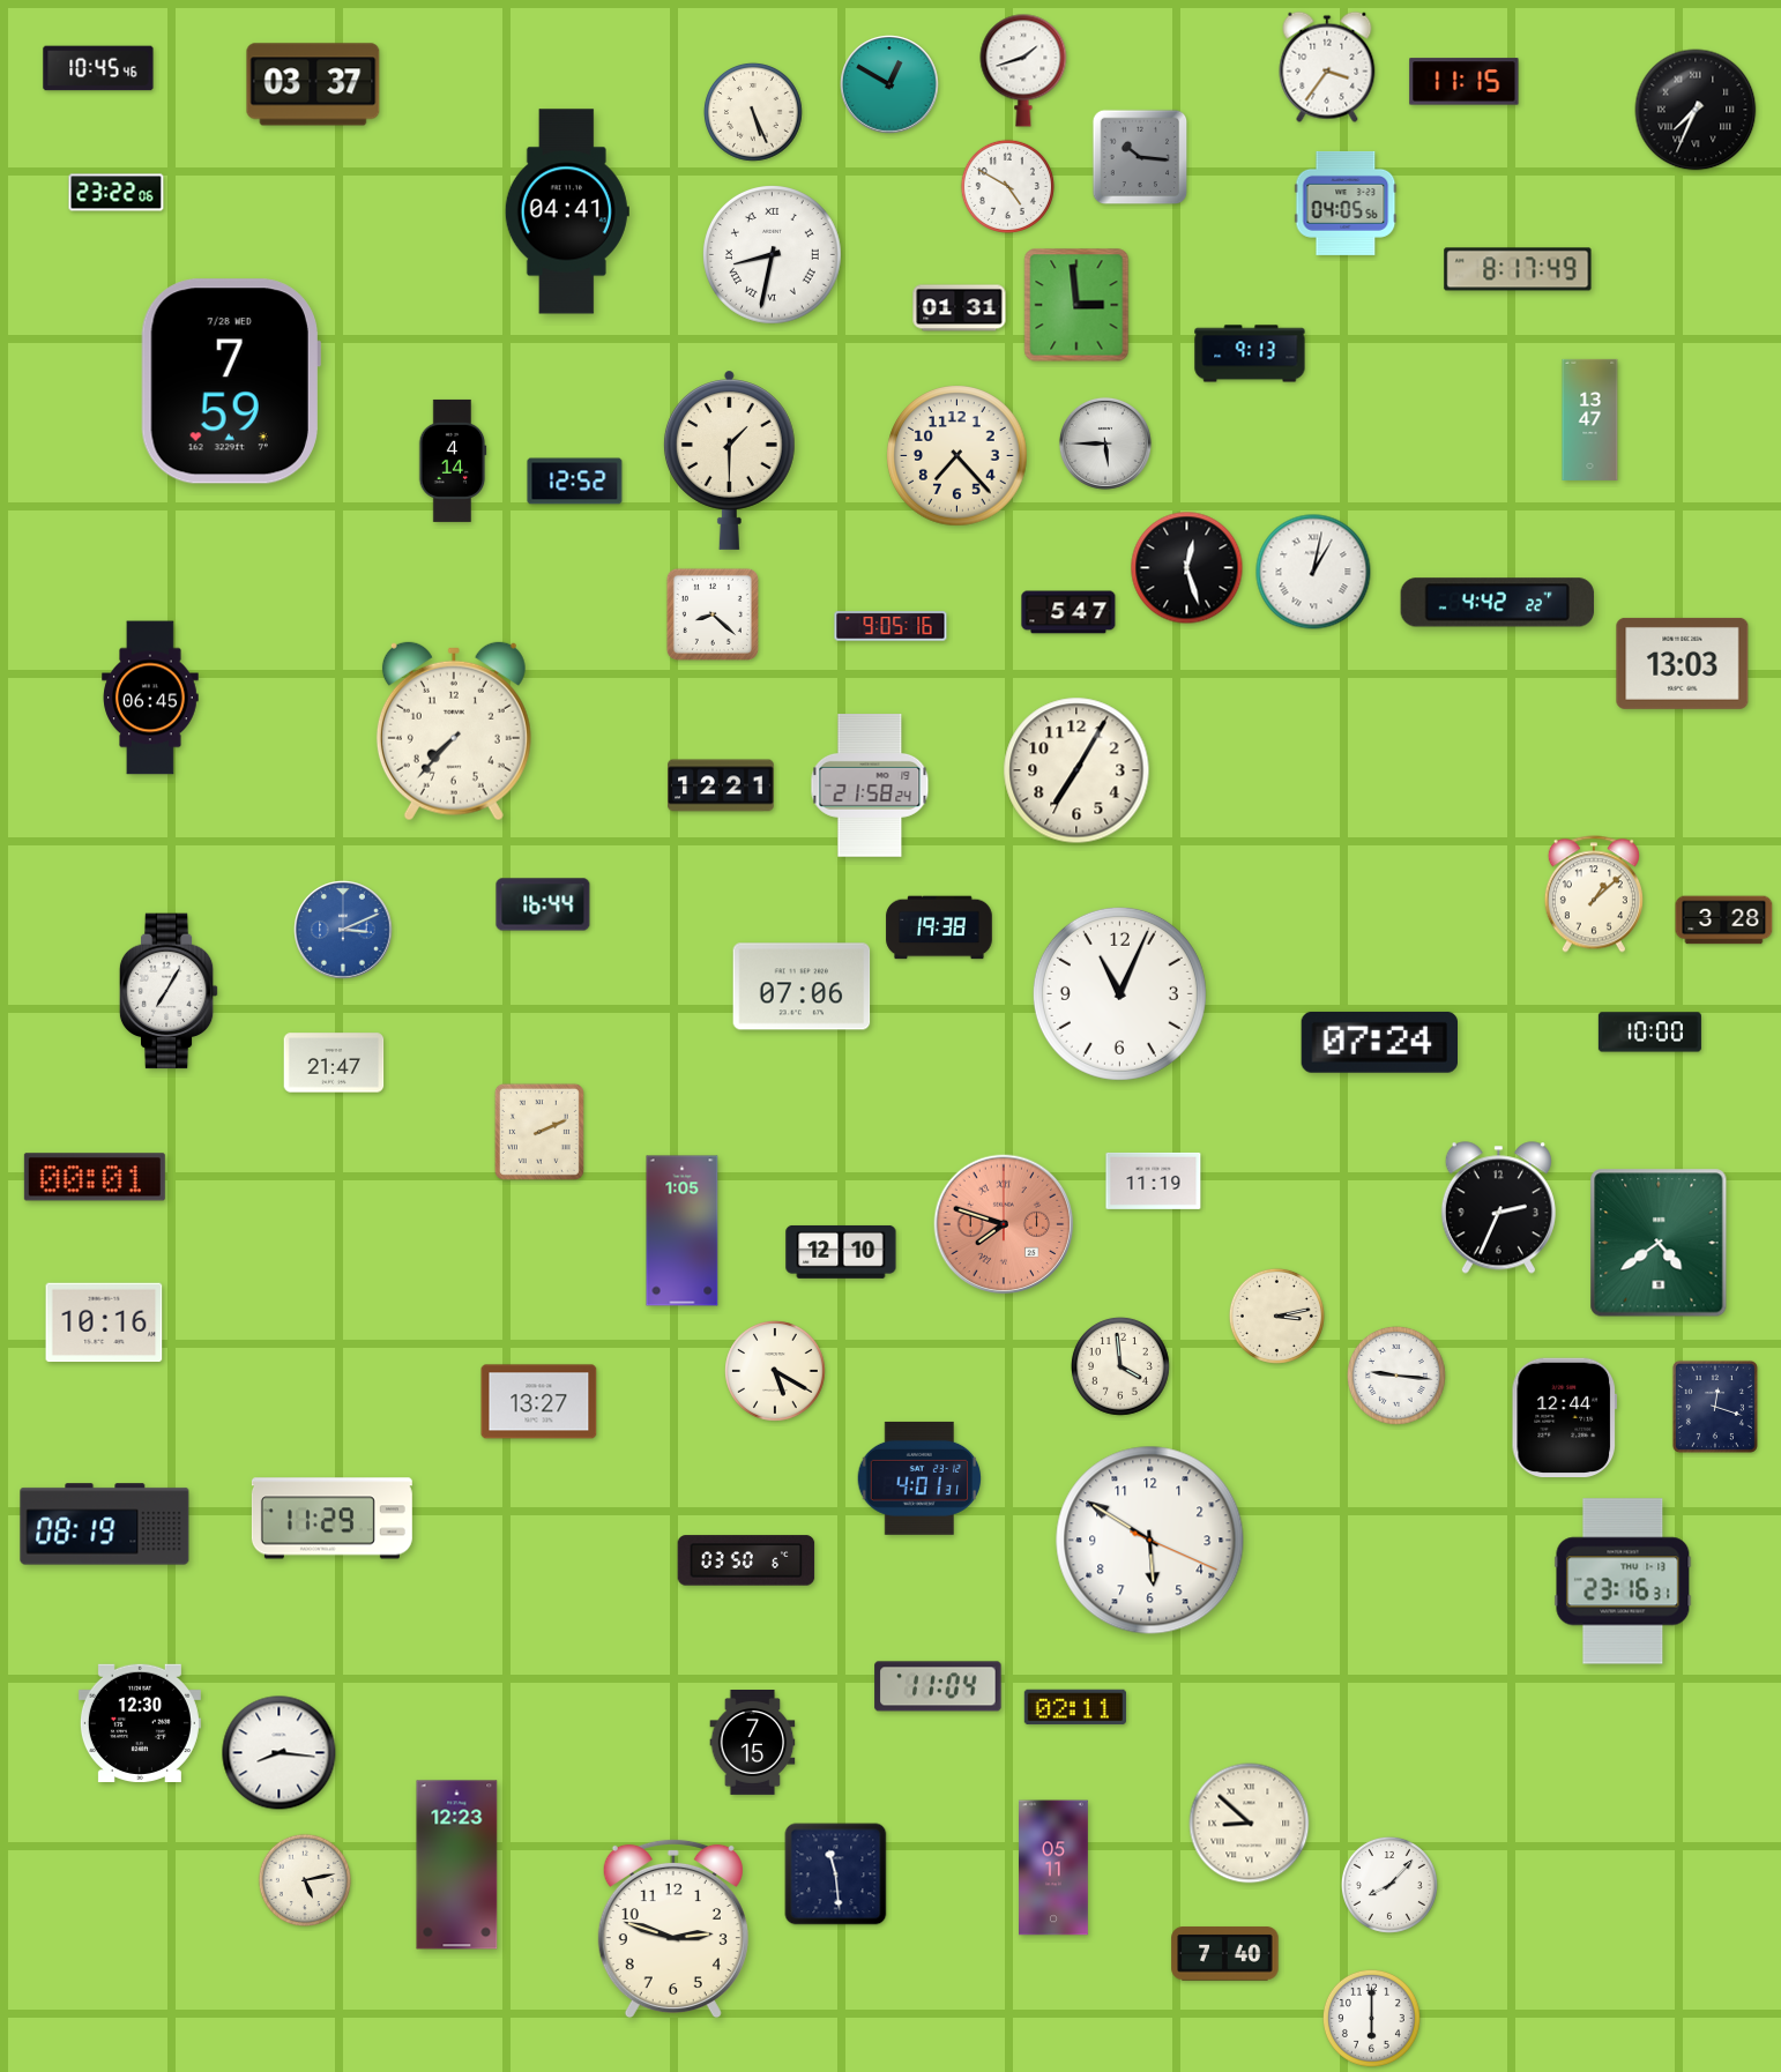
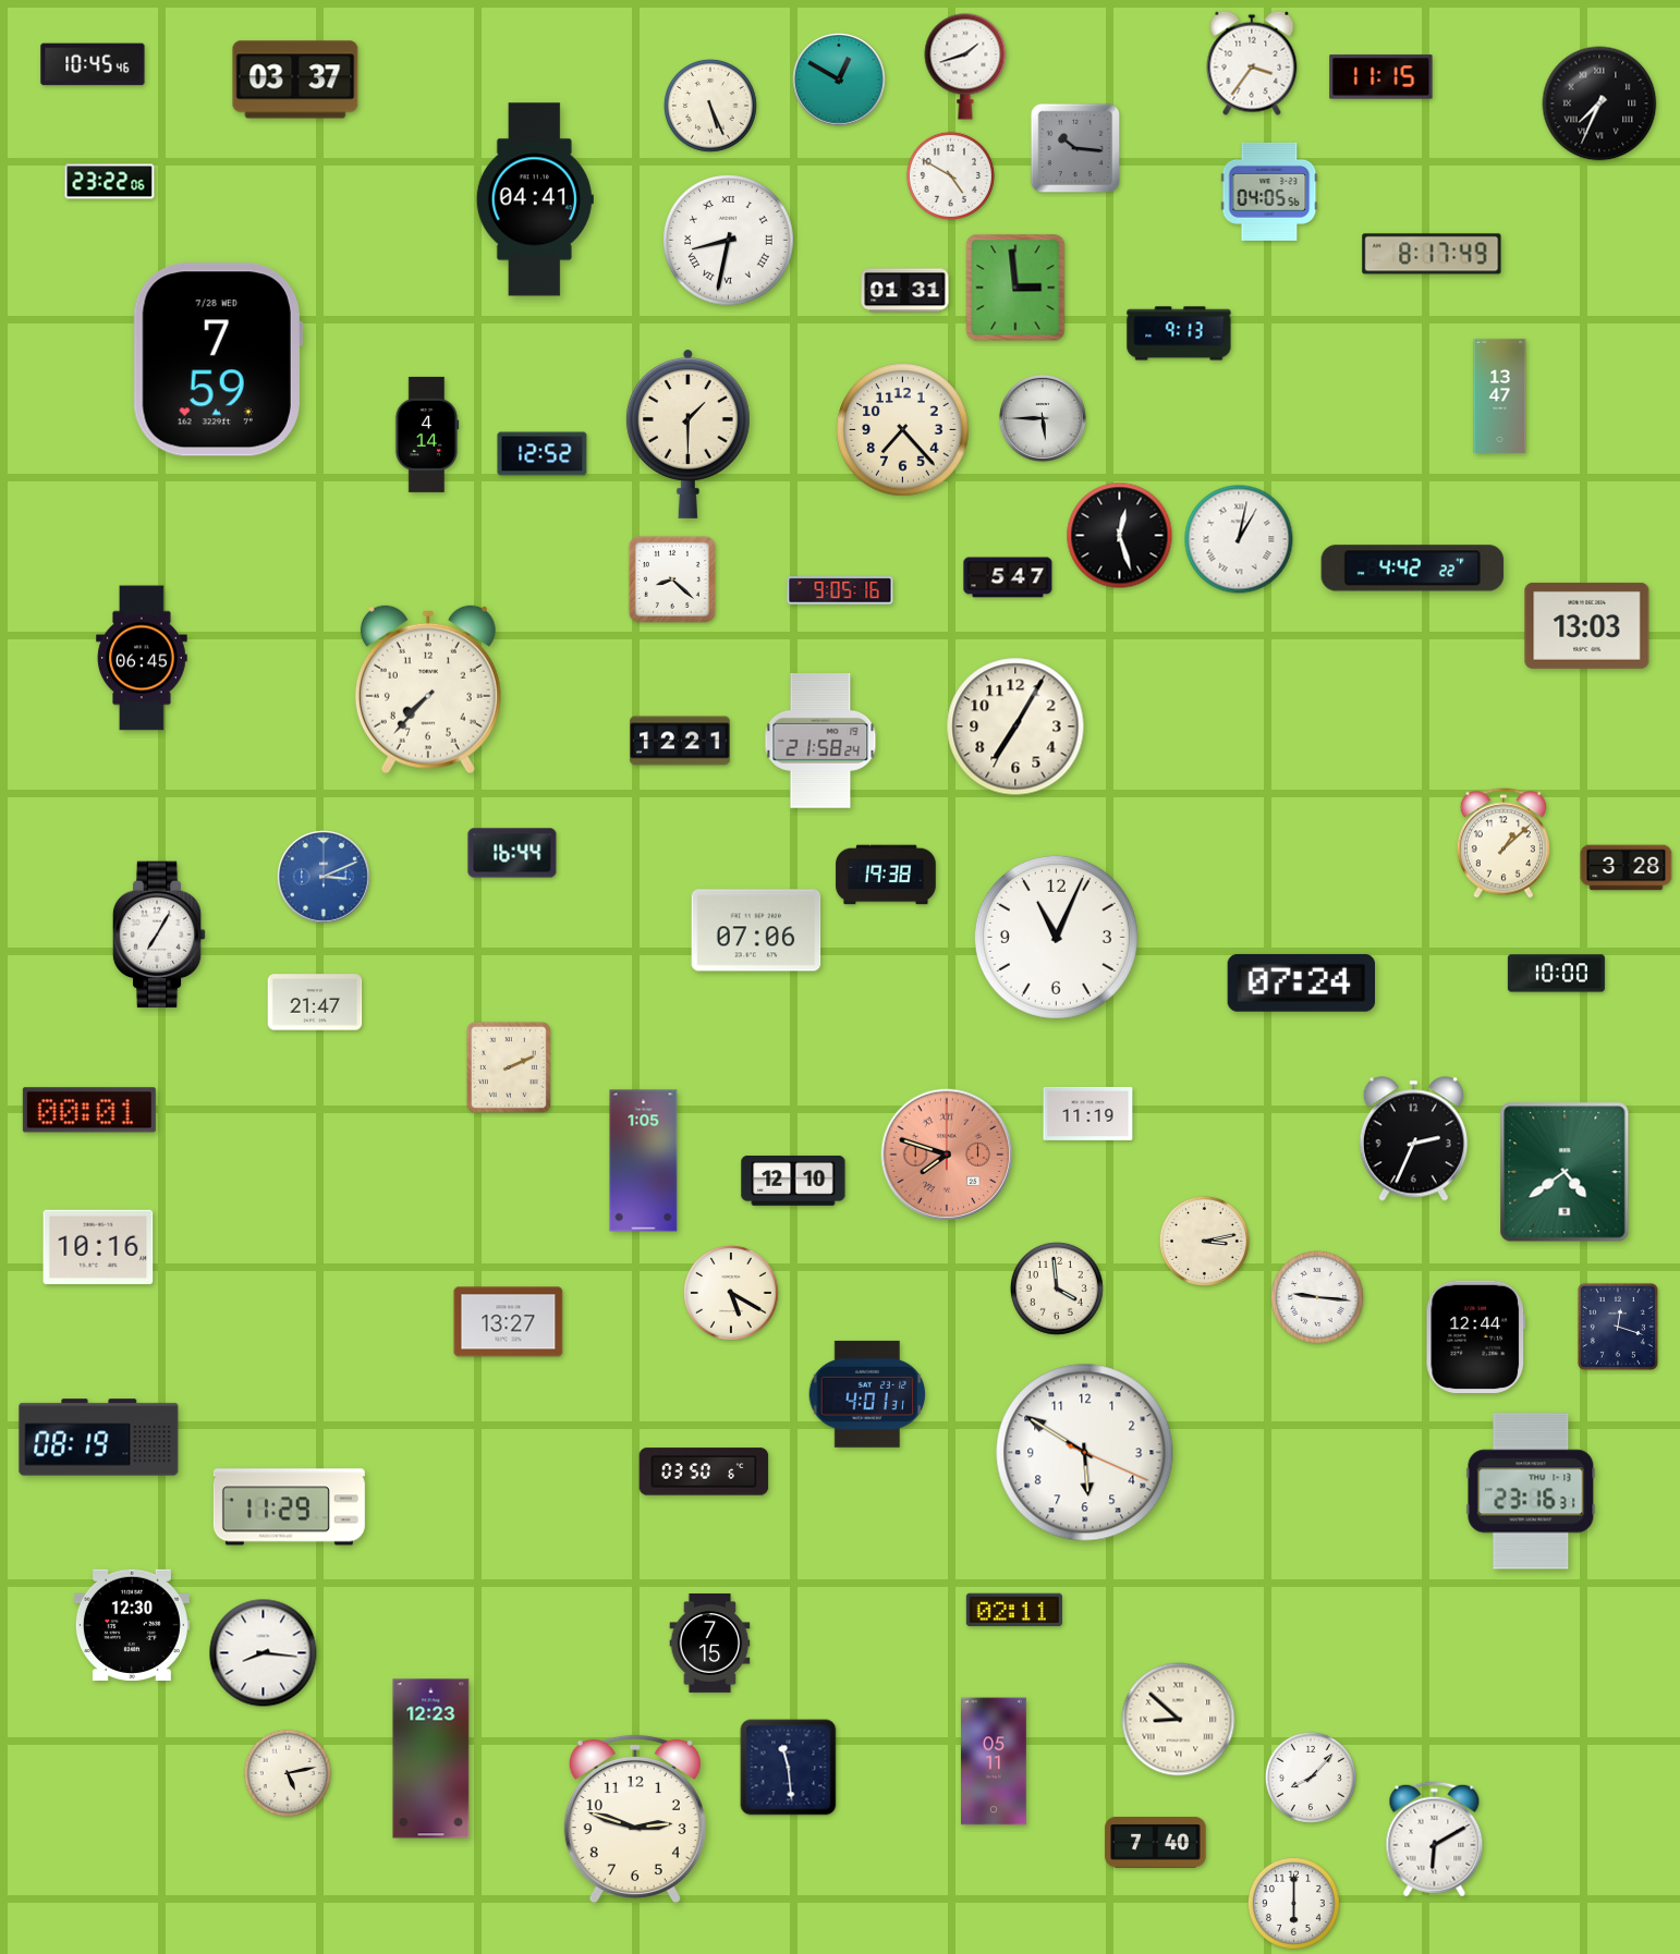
clock at (331, 1519) position: (331, 1519) -> (289, 1507)
clock at (938, 1686): 11:04 -> none
clock at (1435, 1840): none -> 6:10
